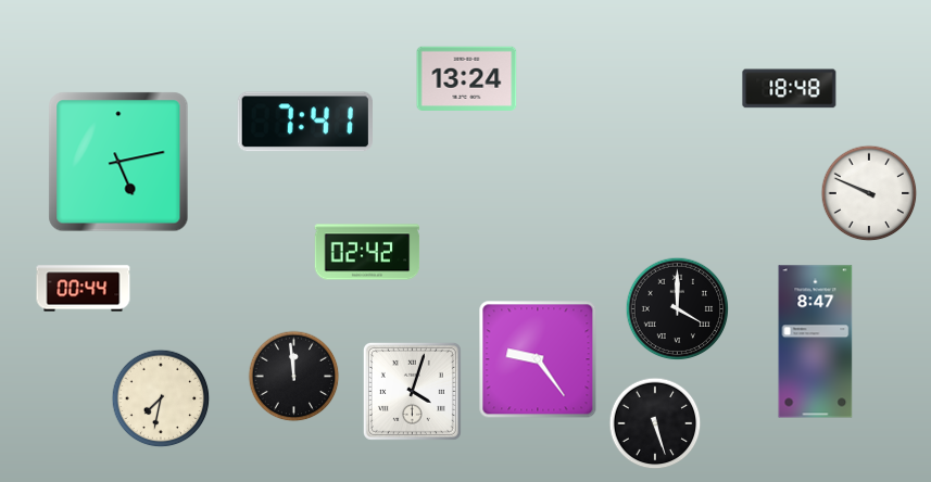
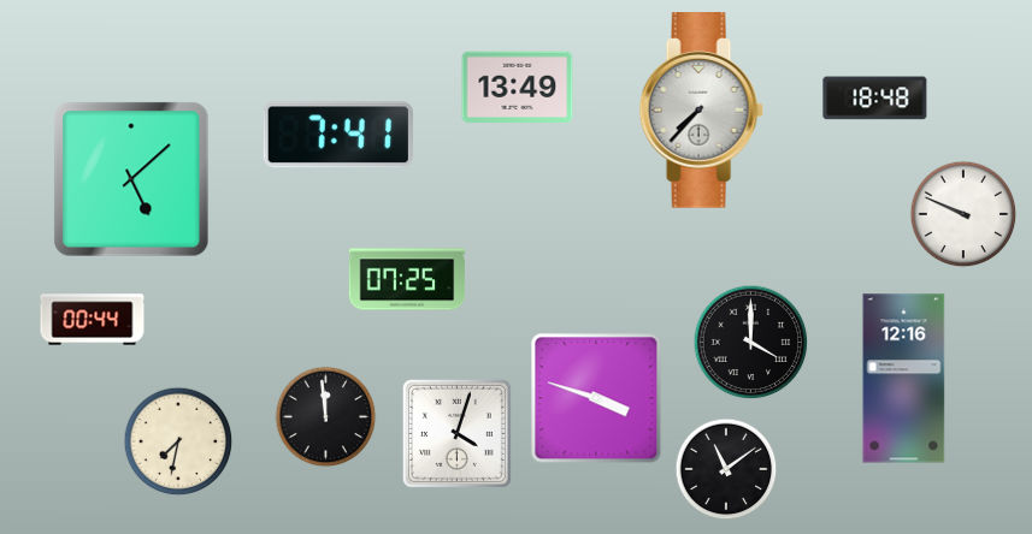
clock at (467, 78): 13:24 -> 13:49
clock at (701, 111): none -> 7:37
clock at (118, 162): 5:13 -> 5:08
clock at (367, 252): 02:42 -> 07:25
clock at (816, 342): 8:47 -> 12:16
clock at (538, 359): 9:24 -> 3:48
clock at (655, 423): 5:27 -> 11:09
